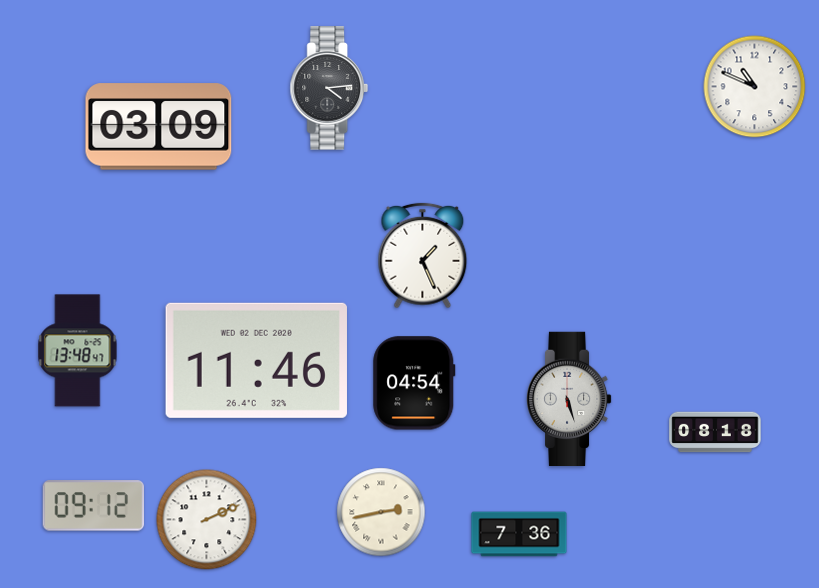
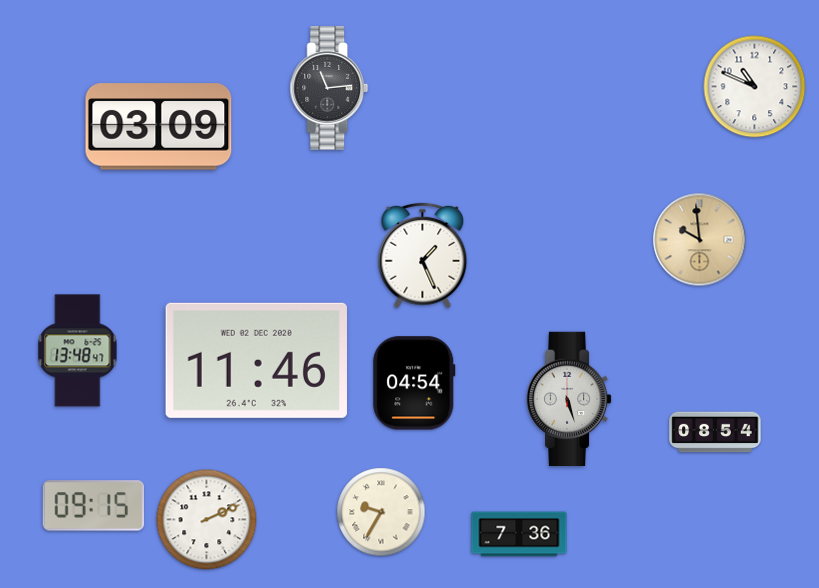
clock at (329, 88): 4:14 -> 11:14
clock at (700, 240): none -> 9:59
clock at (715, 432): 08:18 -> 08:54
clock at (94, 506): 09:12 -> 09:15
clock at (381, 512): 2:43 -> 9:35
